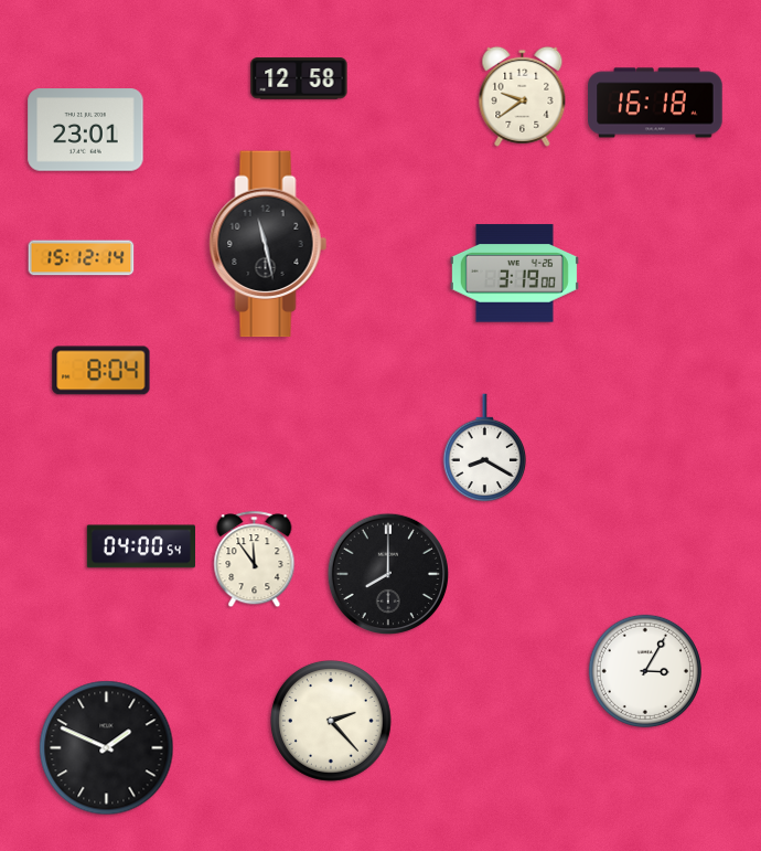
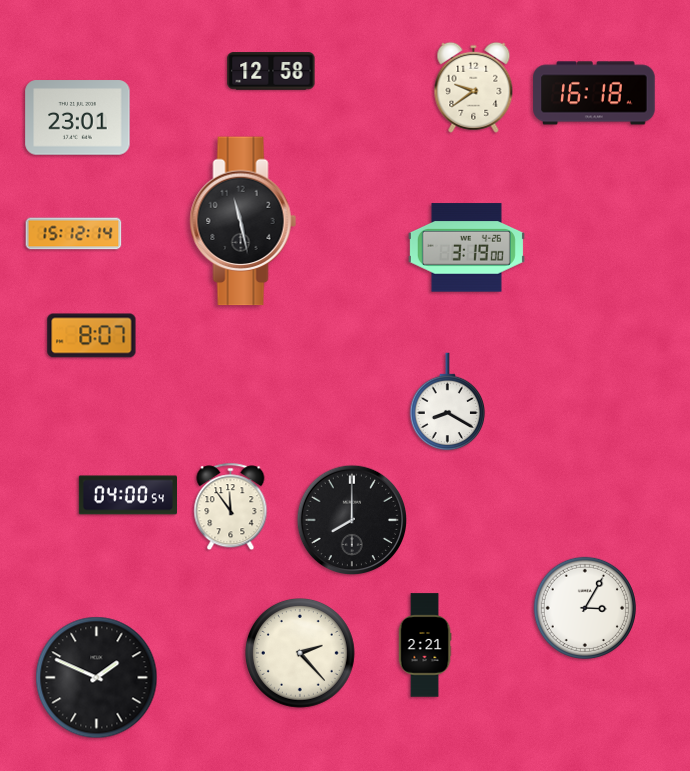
clock at (101, 371): 8:04 -> 8:07
clock at (485, 448) position: (485, 448) -> (448, 402)
clock at (425, 645): none -> 2:21
